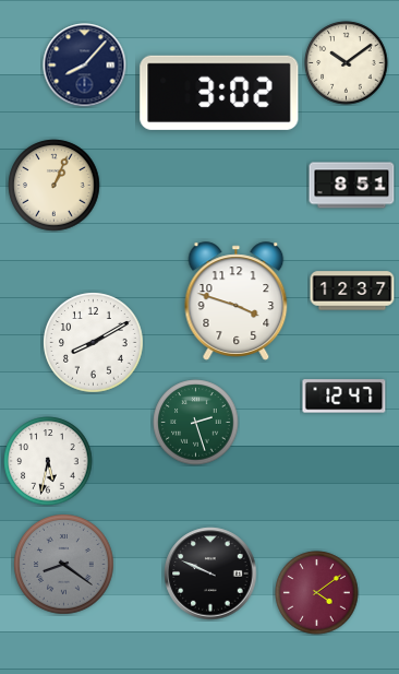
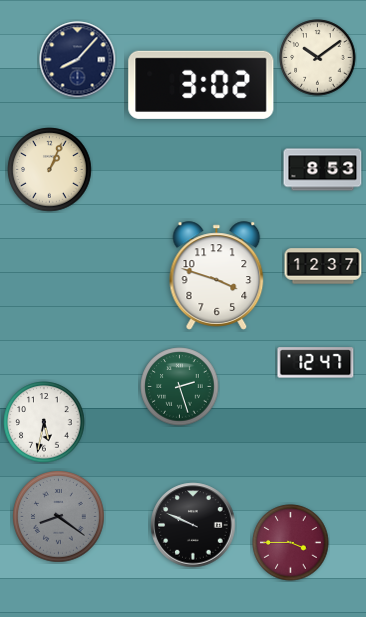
clock at (352, 186): 8:51 -> 8:53
clock at (94, 343): 8:10 -> none
clock at (317, 593): 4:09 -> 3:45
